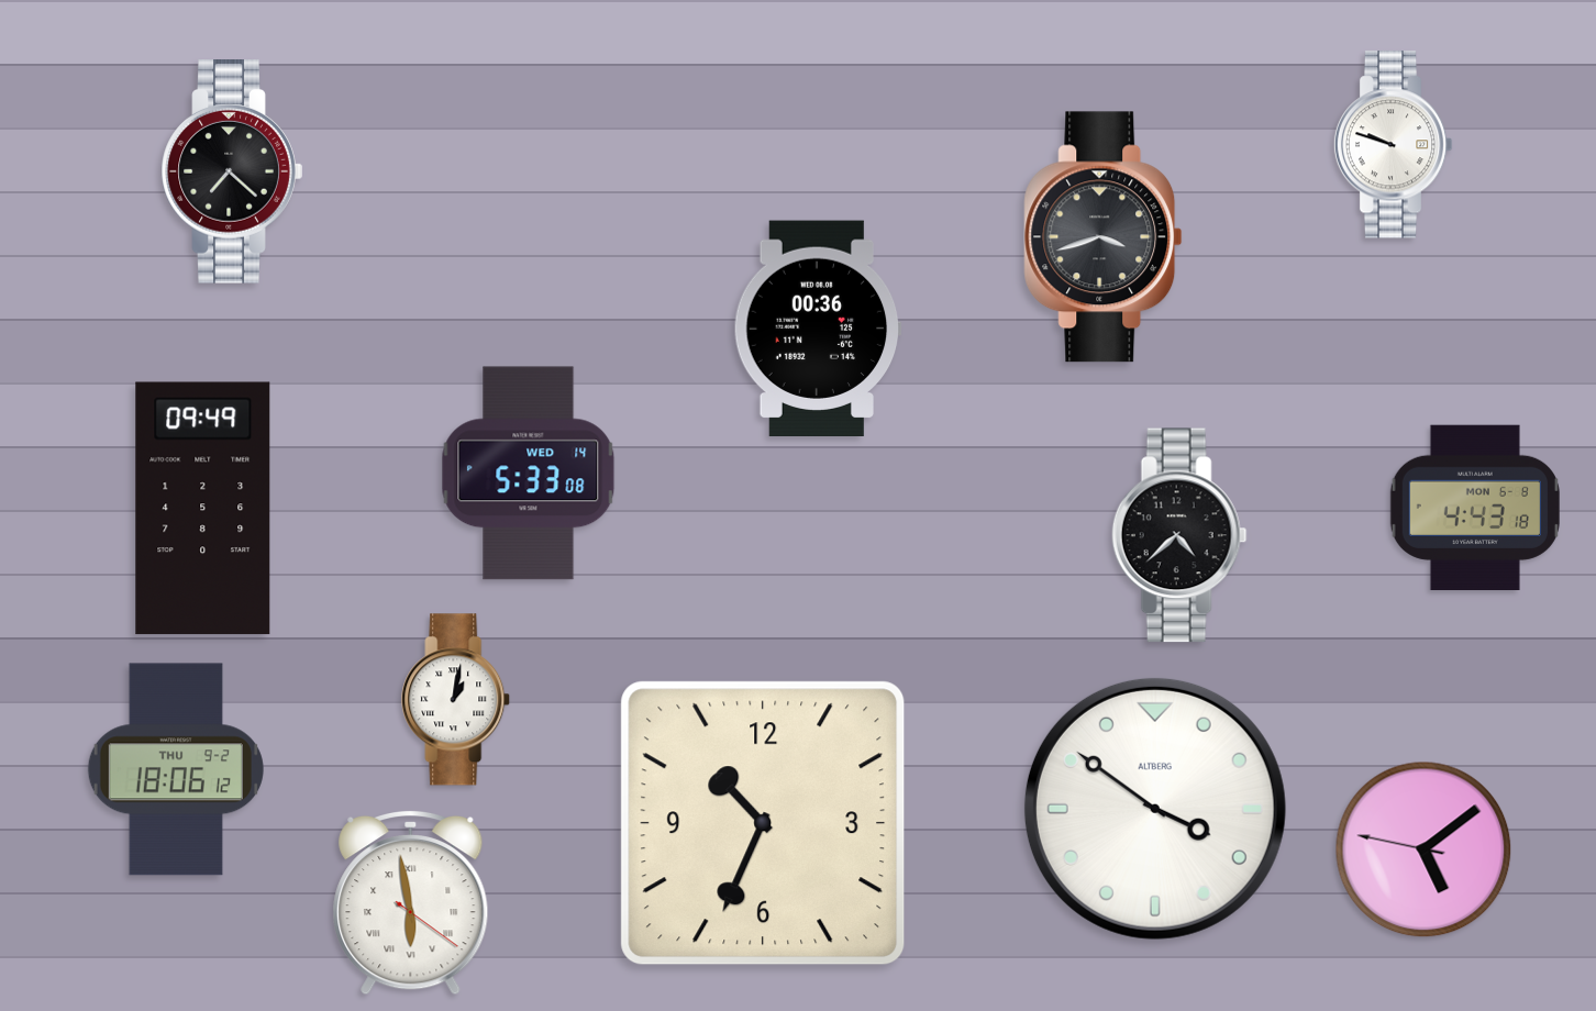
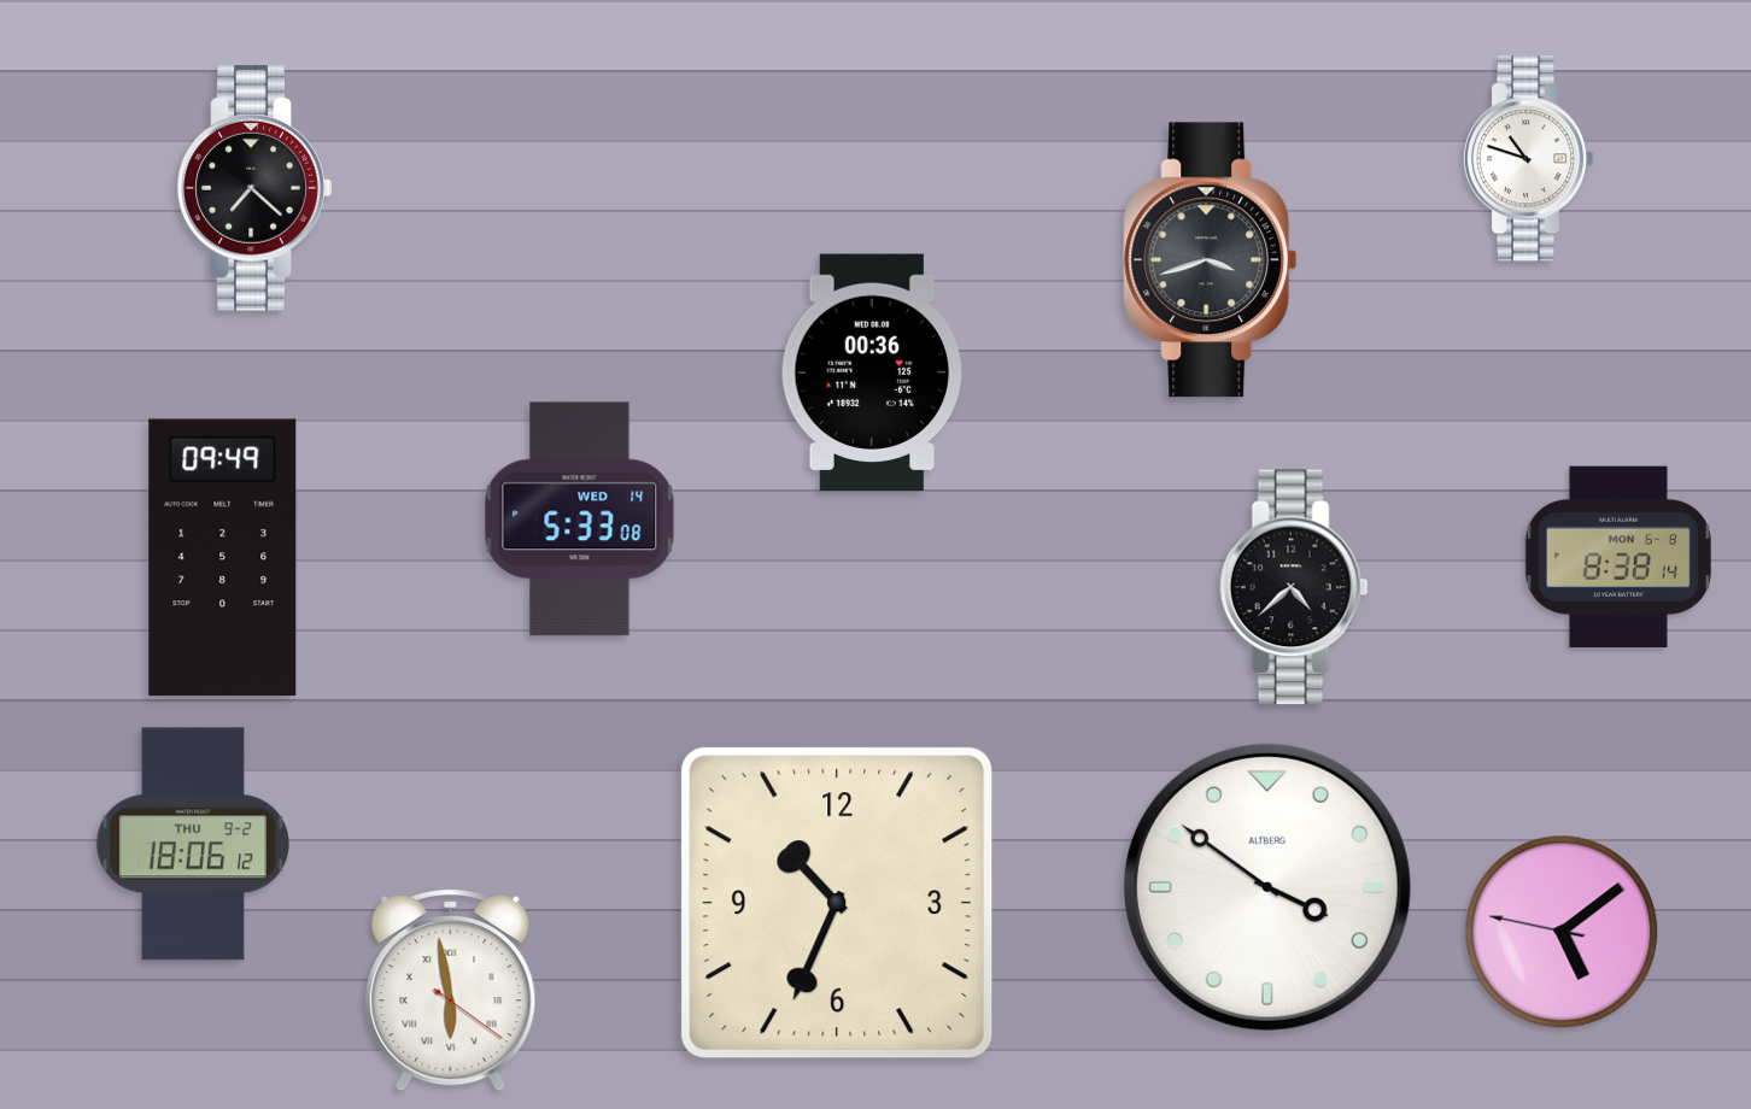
clock at (1393, 145): 9:48 -> 10:48
clock at (818, 327) position: (818, 327) -> (873, 371)
clock at (1475, 507): 4:43 -> 8:38
clock at (456, 700): 1:02 -> none
